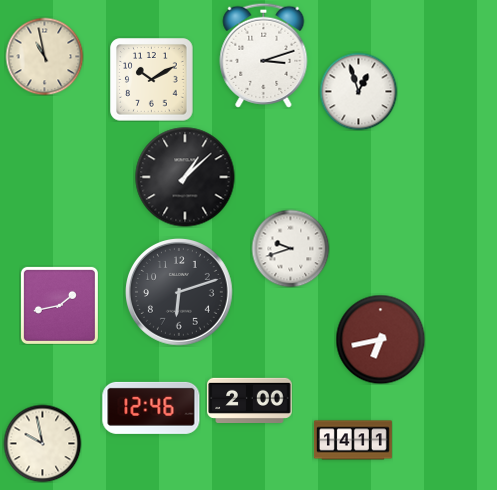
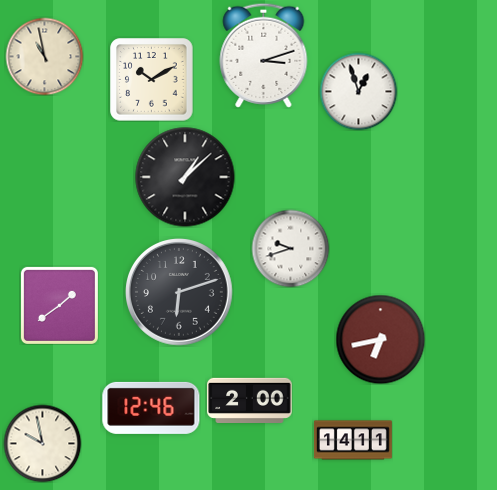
clock at (59, 305): 1:43 -> 1:39
